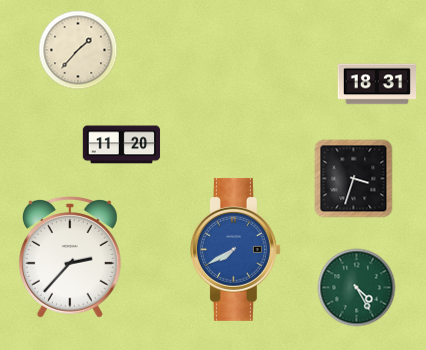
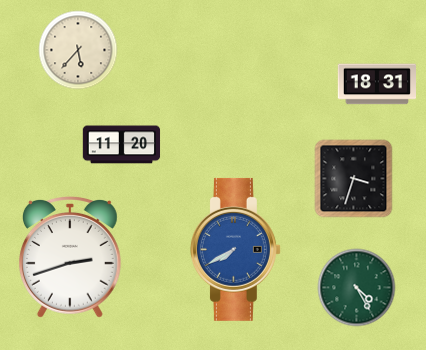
clock at (78, 50): 1:37 -> 5:37
clock at (70, 257): 2:37 -> 2:42
